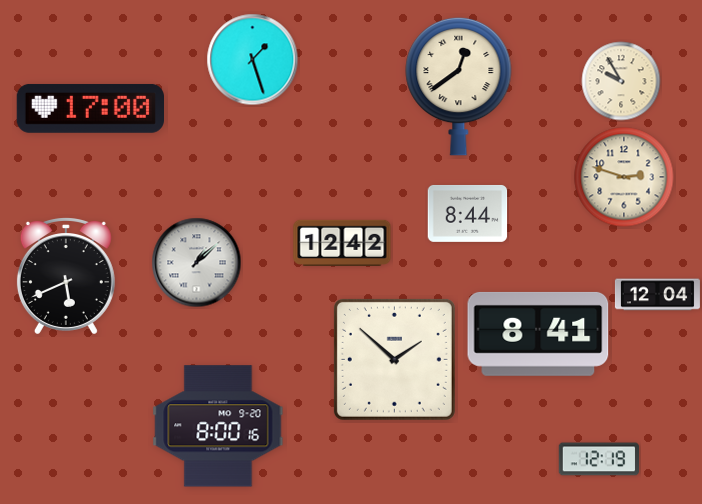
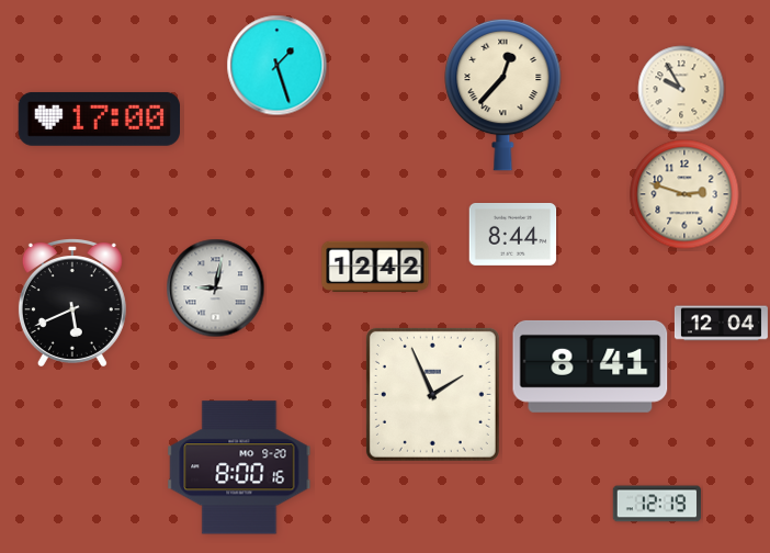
clock at (459, 86): 12:39 -> 12:37
clock at (197, 263): 1:08 -> 9:02
clock at (394, 359): 1:52 -> 1:56
